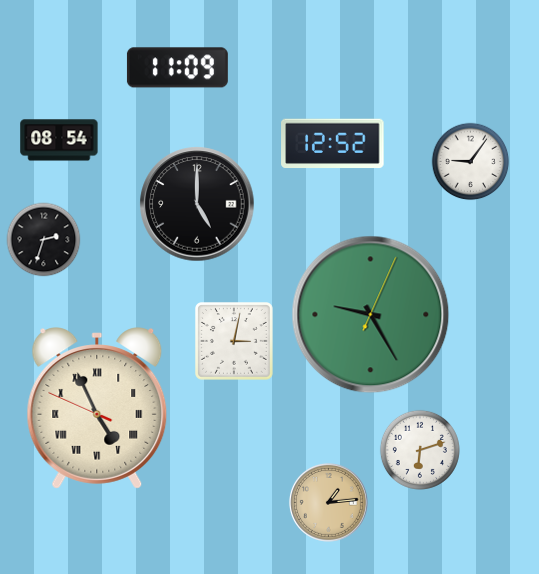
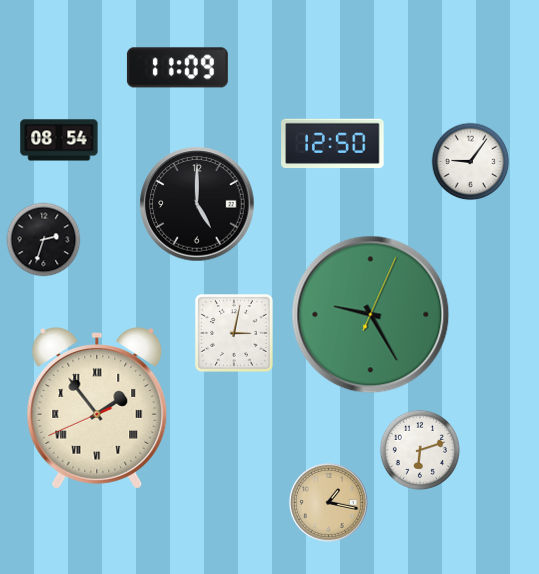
clock at (333, 144): 12:52 -> 12:50
clock at (235, 342) position: (235, 342) -> (235, 334)
clock at (97, 408): 4:55 -> 1:53
clock at (328, 502): 1:14 -> 1:17
